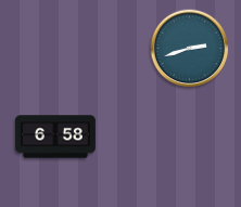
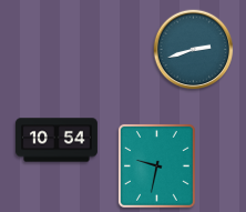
clock at (55, 137): 6:58 -> 10:54
clock at (156, 166): none -> 9:32
